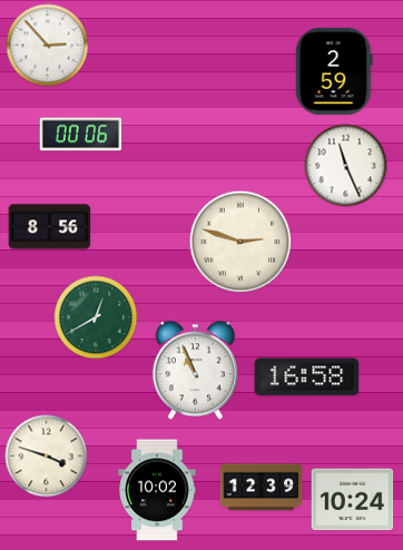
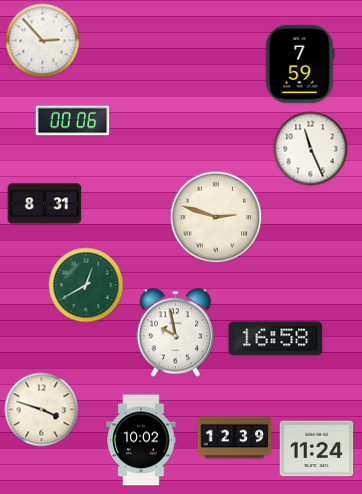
clock at (334, 71): 2:59 -> 7:59
clock at (50, 227): 8:56 -> 8:31
clock at (195, 371): 10:56 -> 9:58
clock at (353, 500): 10:24 -> 11:24
